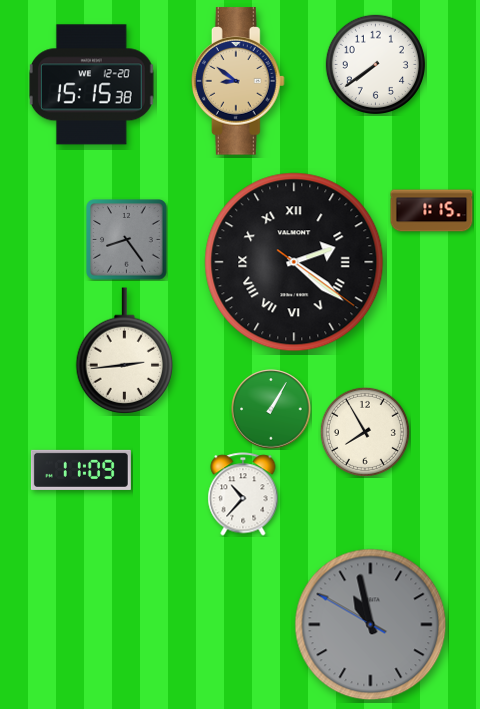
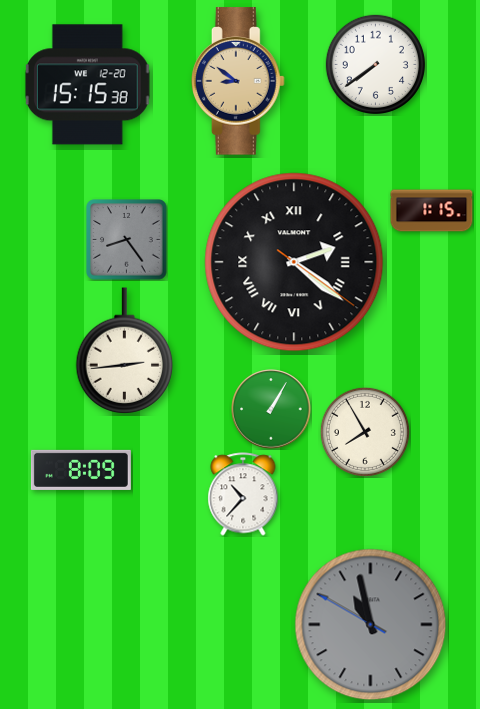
clock at (91, 85) position: (91, 85) -> (87, 85)
clock at (81, 470): 11:09 -> 8:09
